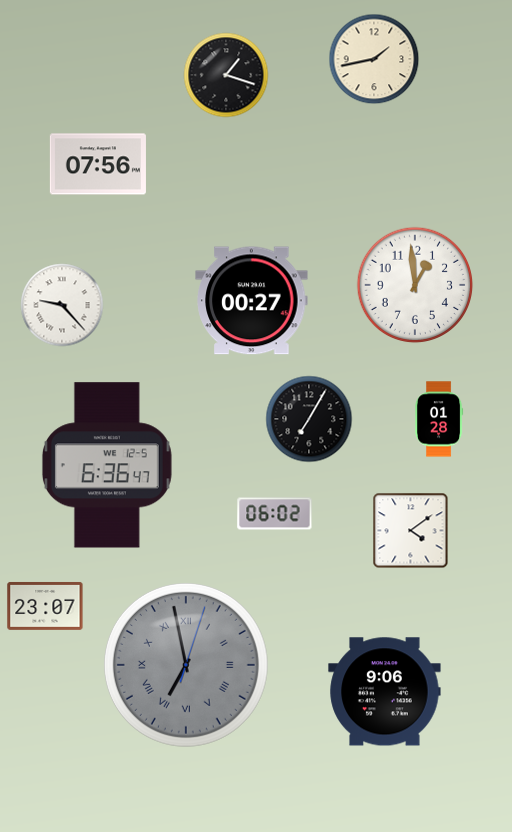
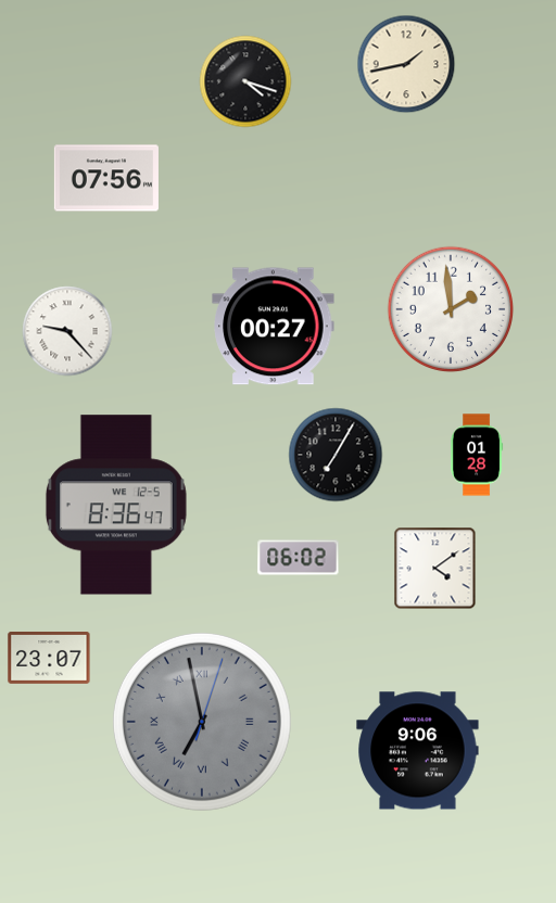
clock at (226, 75): 1:18 -> 4:18
clock at (415, 285): 12:59 -> 1:59
clock at (107, 465): 6:36 -> 8:36
clock at (411, 531) position: (411, 531) -> (435, 569)
